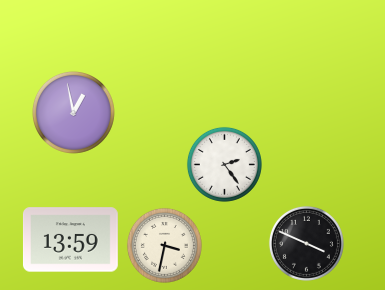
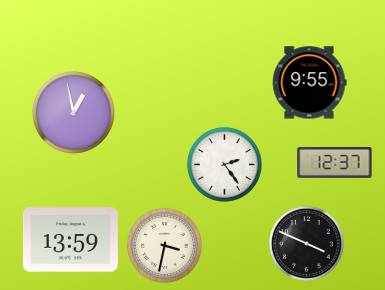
clock at (309, 83): none -> 9:55
clock at (335, 163): none -> 12:37
